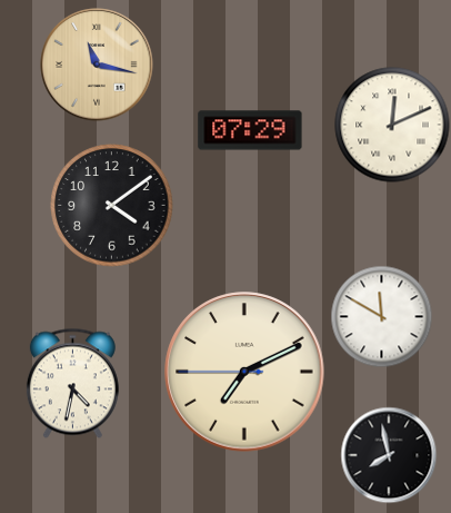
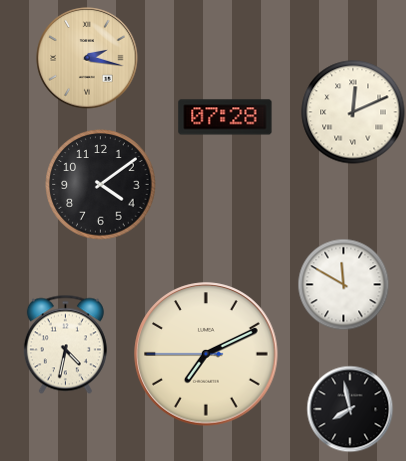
clock at (97, 65): 11:17 -> 2:17
clock at (250, 130): 07:29 -> 07:28
clock at (244, 372) position: (244, 372) -> (206, 354)
